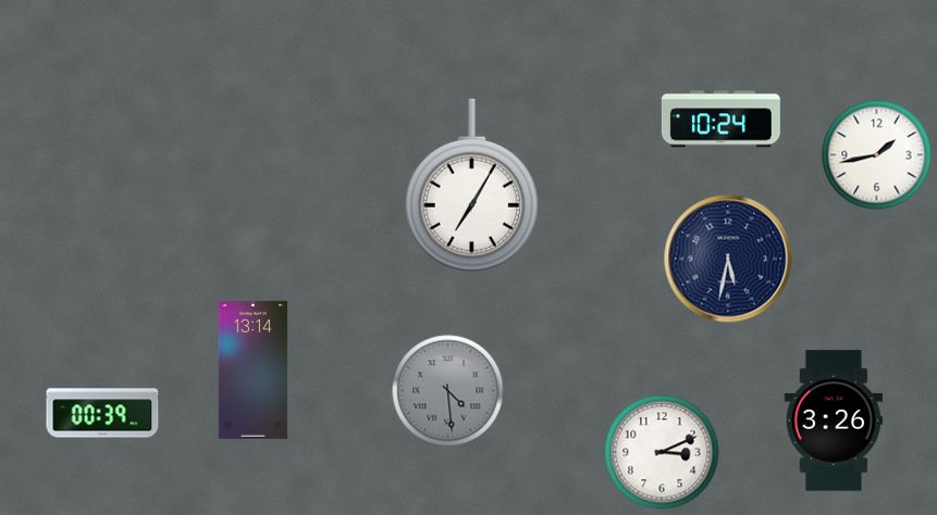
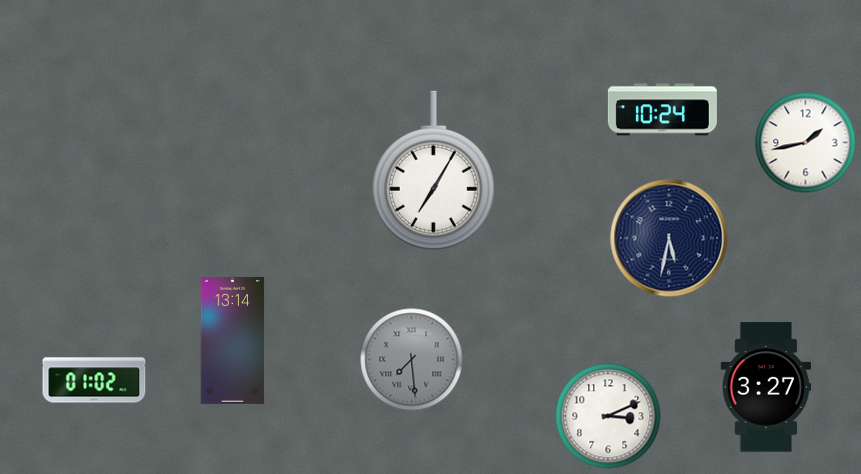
clock at (448, 391): 4:29 -> 7:29
clock at (102, 413): 00:39 -> 01:02
clock at (834, 420): 3:26 -> 3:27
